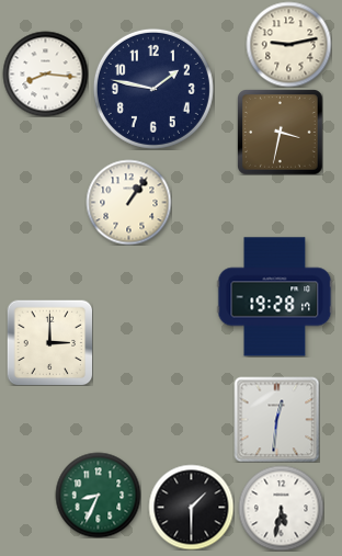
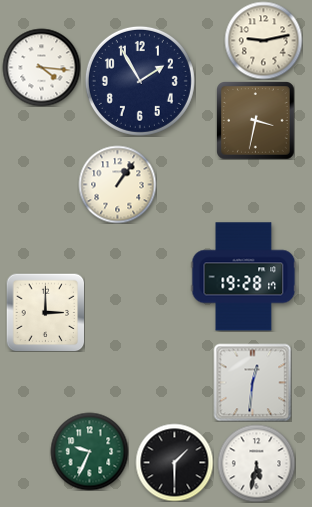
clock at (45, 73): 8:16 -> 4:16
clock at (153, 89): 1:47 -> 1:55
clock at (275, 297) position: (275, 297) -> (244, 277)
clock at (98, 495): 8:34 -> 9:34
